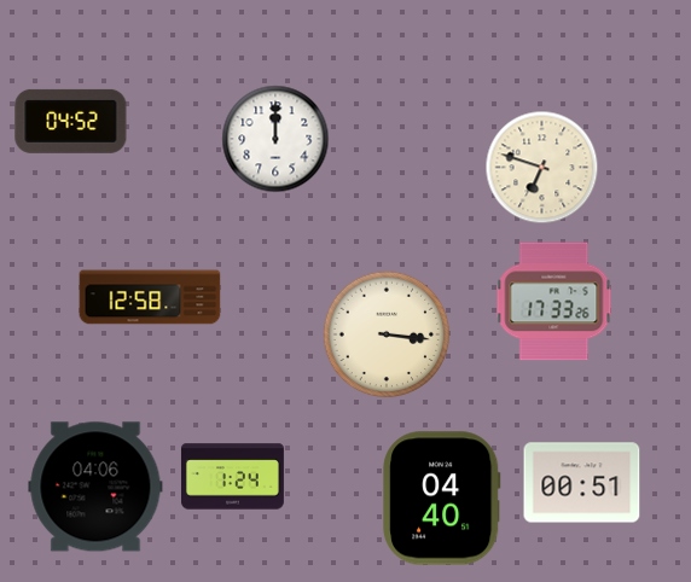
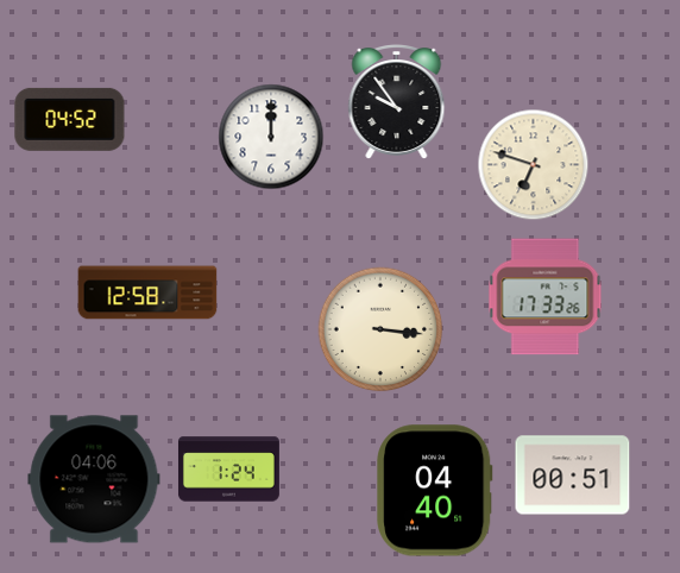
clock at (397, 102): none -> 9:54
